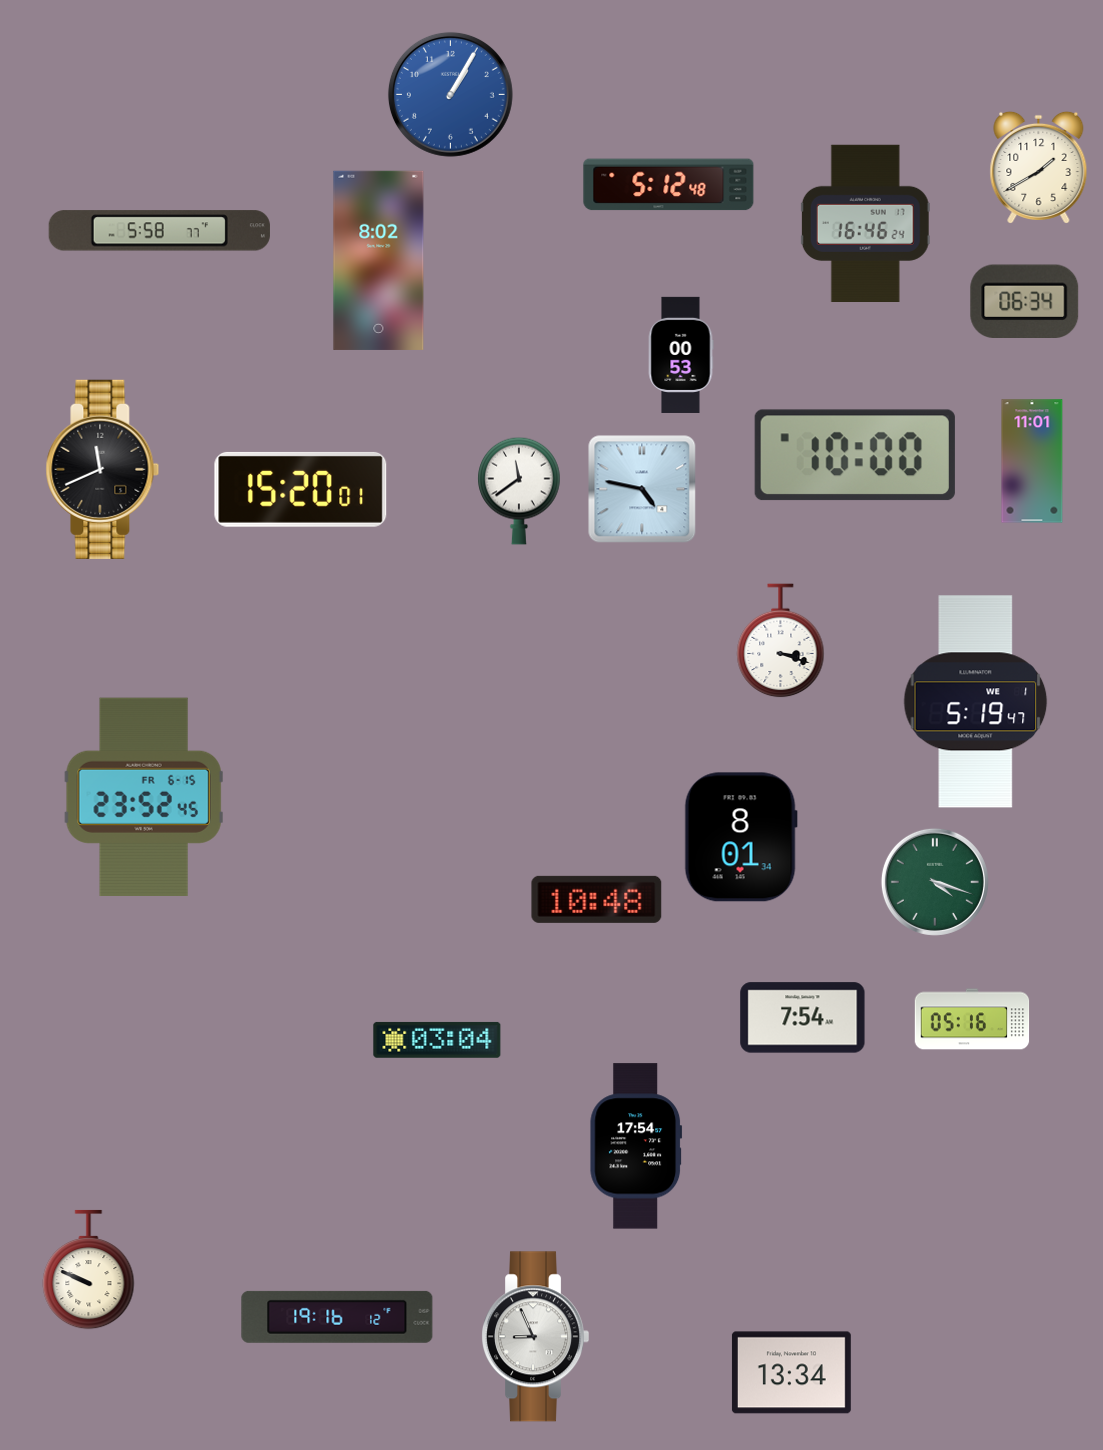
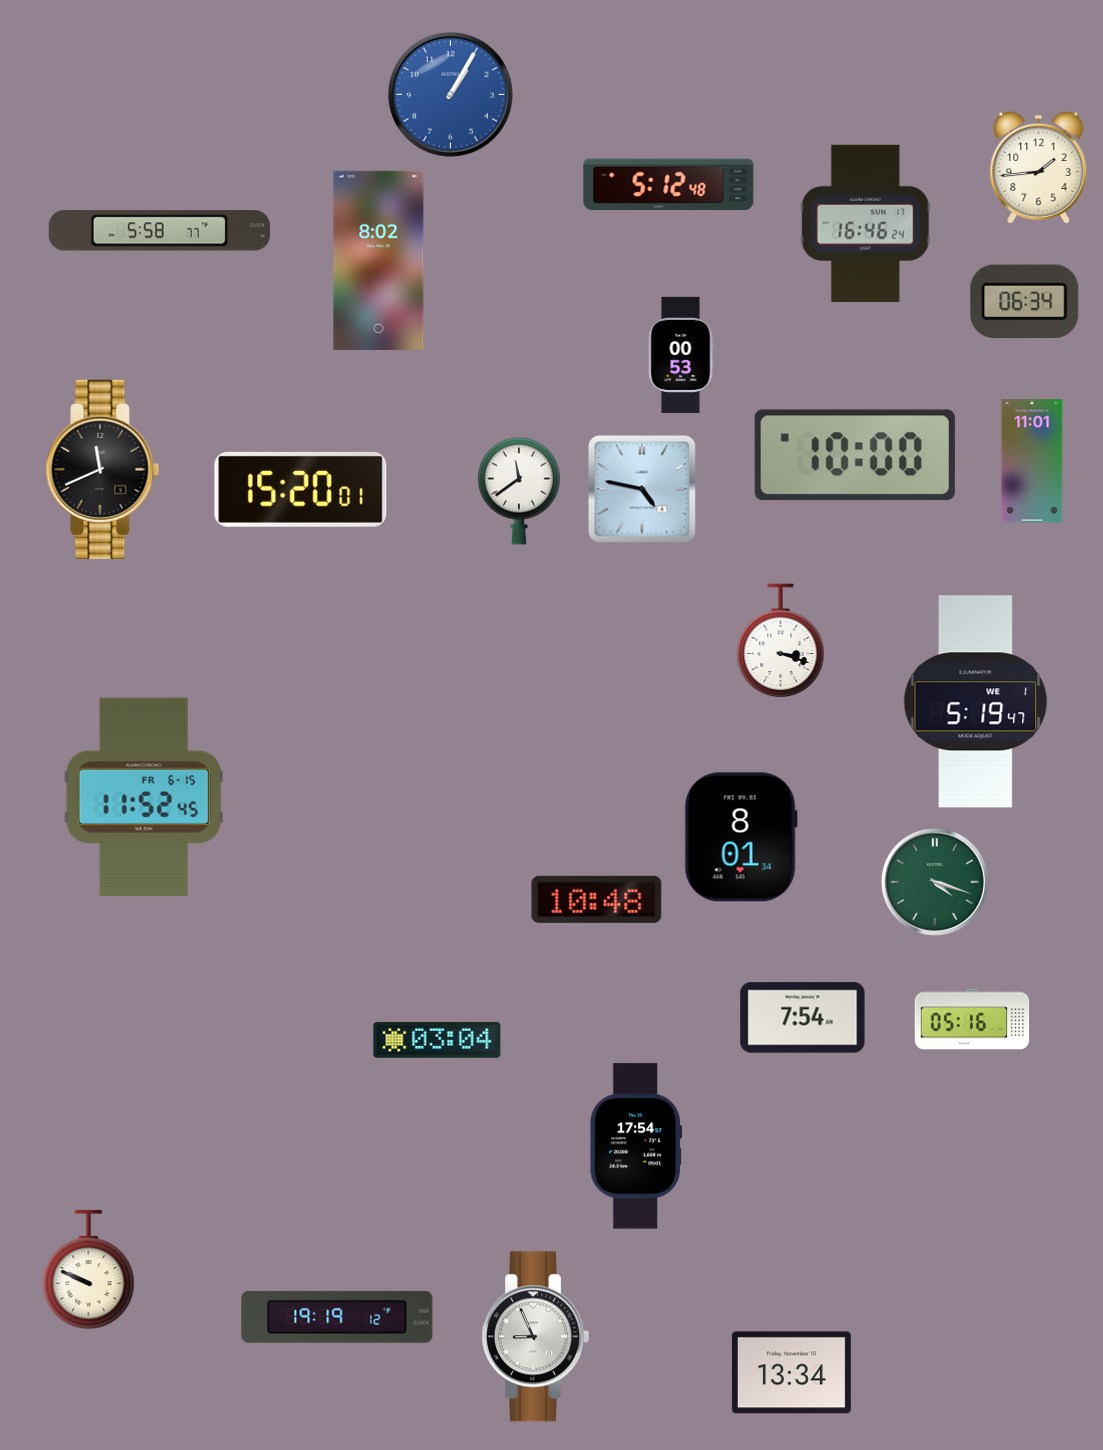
clock at (1039, 167): 1:40 -> 1:44
clock at (144, 796): 23:52 -> 11:52
clock at (337, 1317): 19:16 -> 19:19
